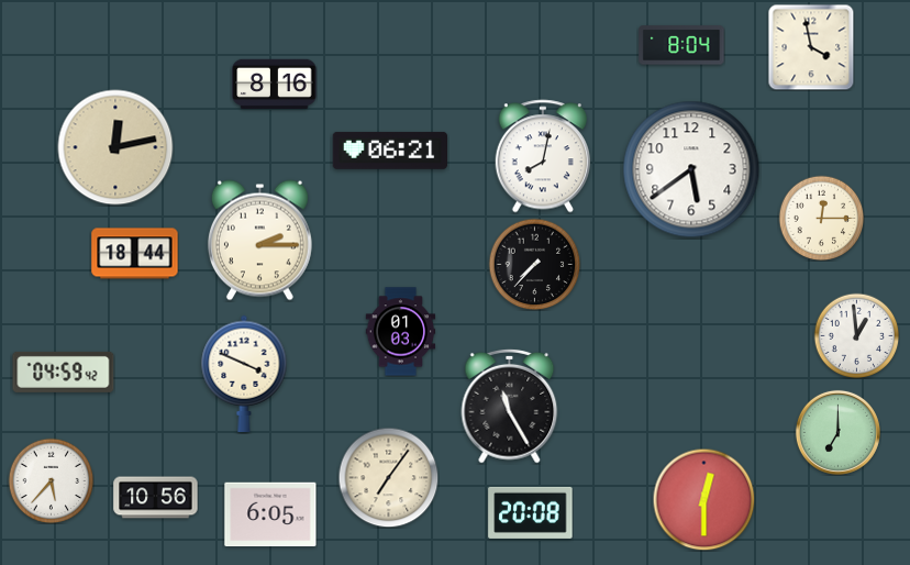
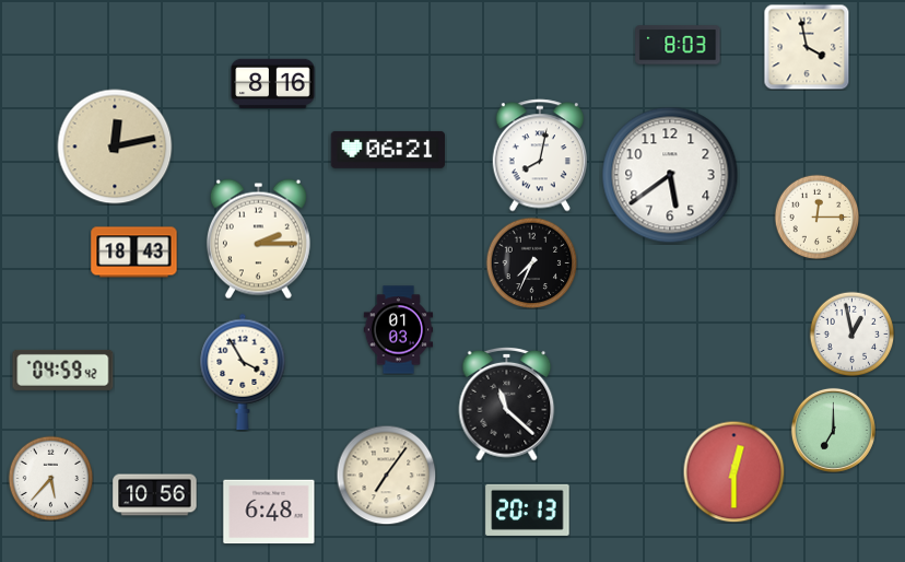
clock at (681, 45): 8:04 -> 8:03
clock at (691, 169) position: (691, 169) -> (670, 175)
clock at (135, 254): 18:44 -> 18:43
clock at (534, 264): 7:37 -> 7:34
clock at (856, 335): 12:59 -> 12:58
clock at (244, 373): 3:49 -> 3:55
clock at (510, 406): 11:25 -> 11:22
clock at (703, 499) position: (703, 499) -> (733, 471)
clock at (531, 512): 20:08 -> 20:13
clock at (270, 514): 6:05 -> 6:48
